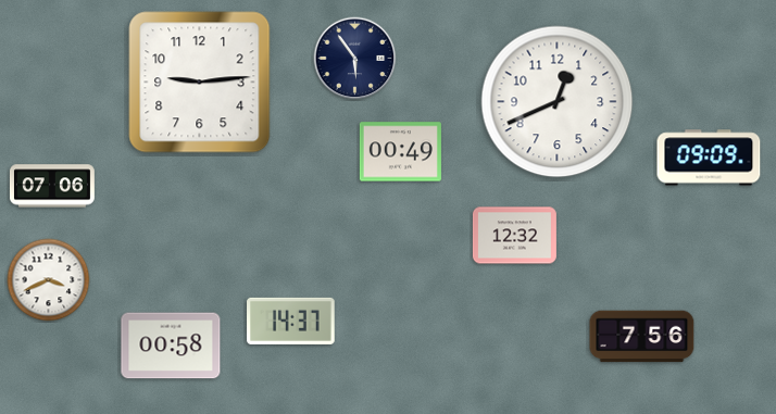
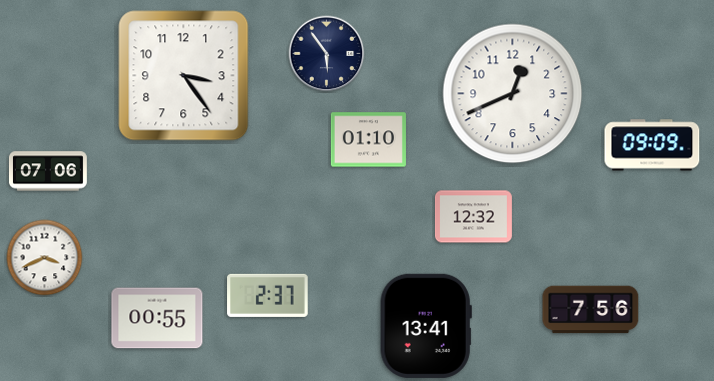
clock at (200, 83): 9:14 -> 3:24
clock at (400, 152): 00:49 -> 01:10
clock at (291, 321): 14:37 -> 2:37
clock at (171, 346): 00:58 -> 00:55
clock at (426, 326): none -> 13:41
